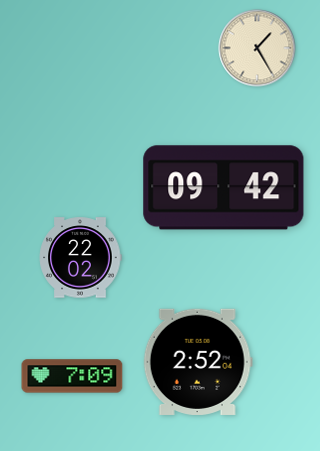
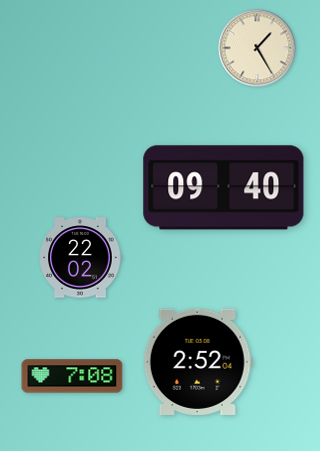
clock at (224, 188): 09:42 -> 09:40
clock at (72, 376): 7:09 -> 7:08
